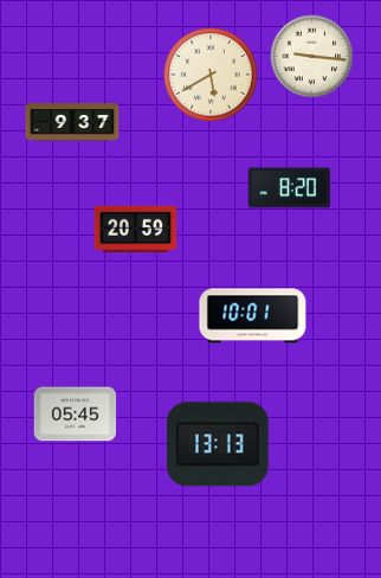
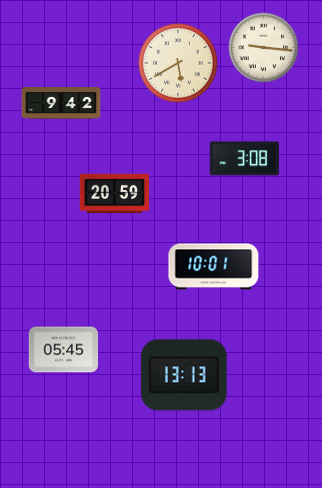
clock at (72, 122): 9:37 -> 9:42
clock at (289, 188): 8:20 -> 3:08
